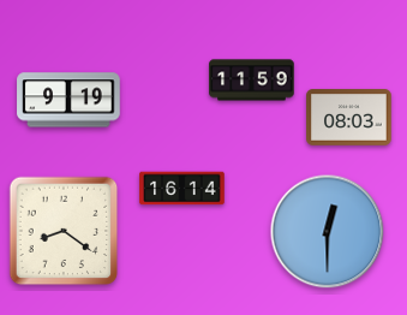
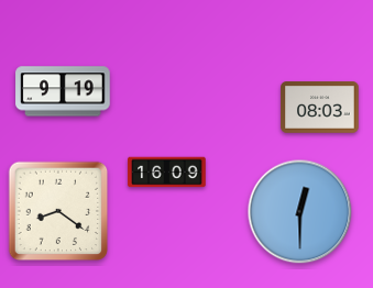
clock at (252, 81): 11:59 -> none
clock at (182, 189): 16:14 -> 16:09
